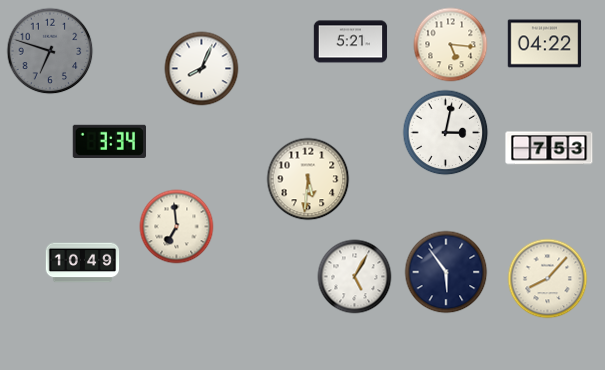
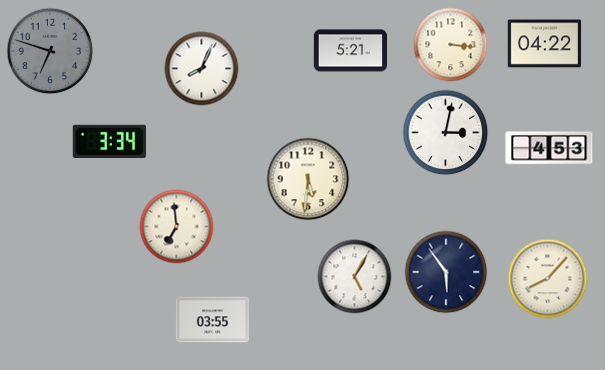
clock at (351, 42) position: (351, 42) -> (351, 51)
clock at (451, 45): 5:16 -> 3:16
clock at (549, 148): 7:53 -> 4:53
clock at (83, 263): 10:49 -> none
clock at (213, 320): none -> 03:55
